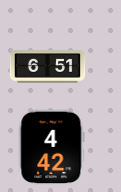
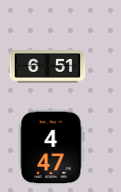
clock at (51, 148): 4:42 -> 4:47
